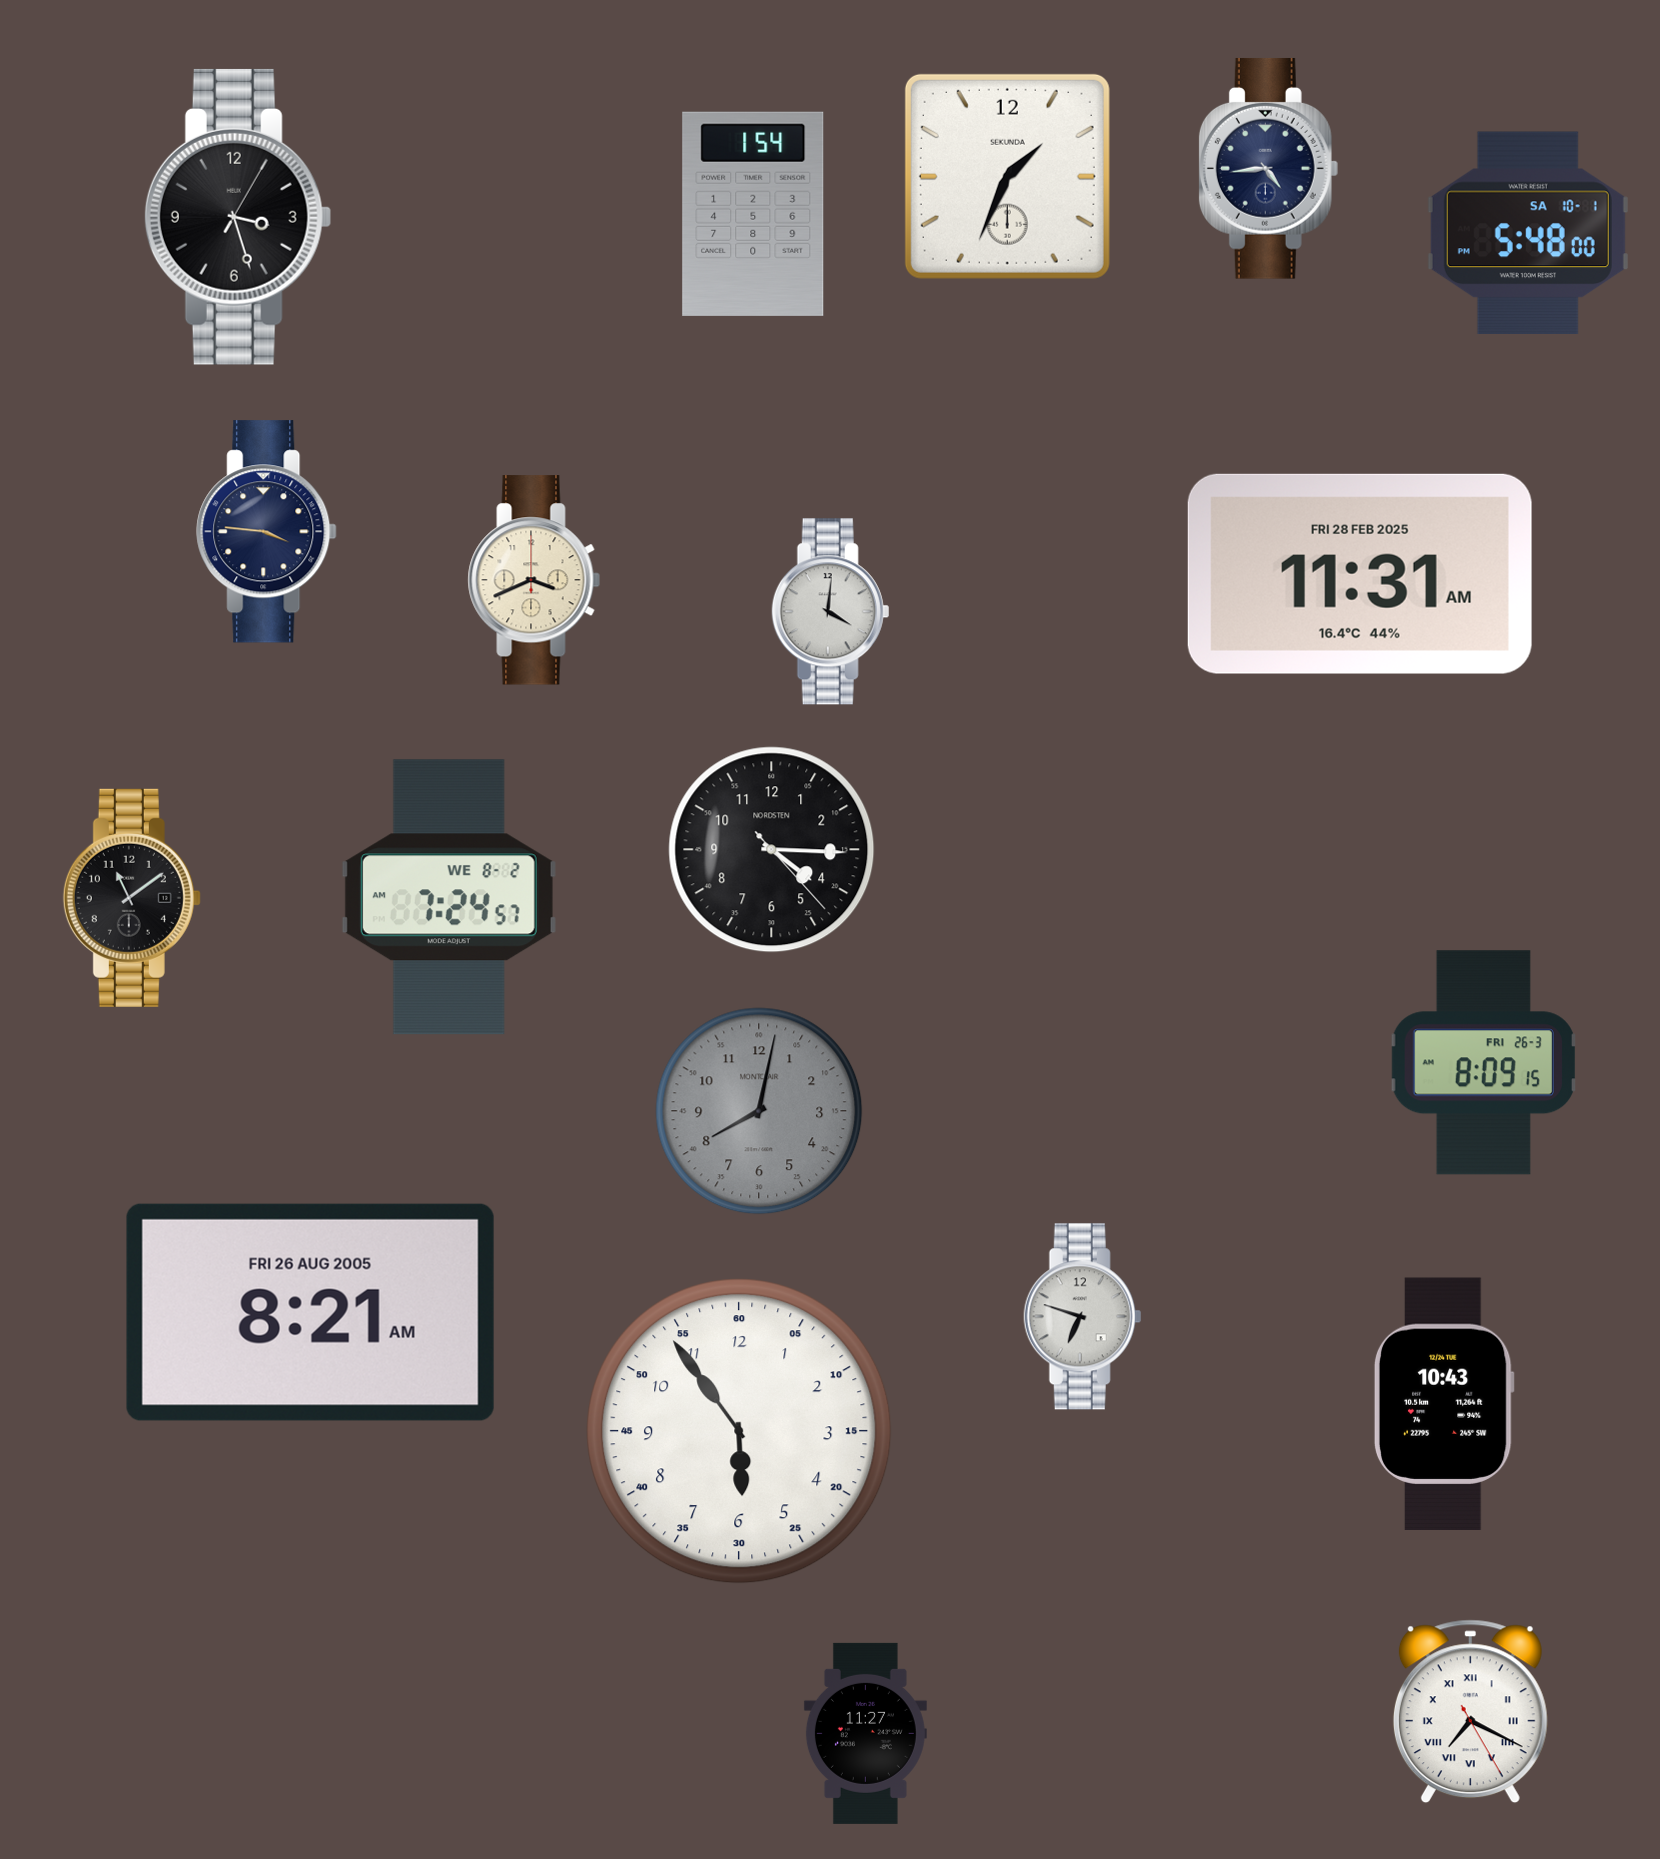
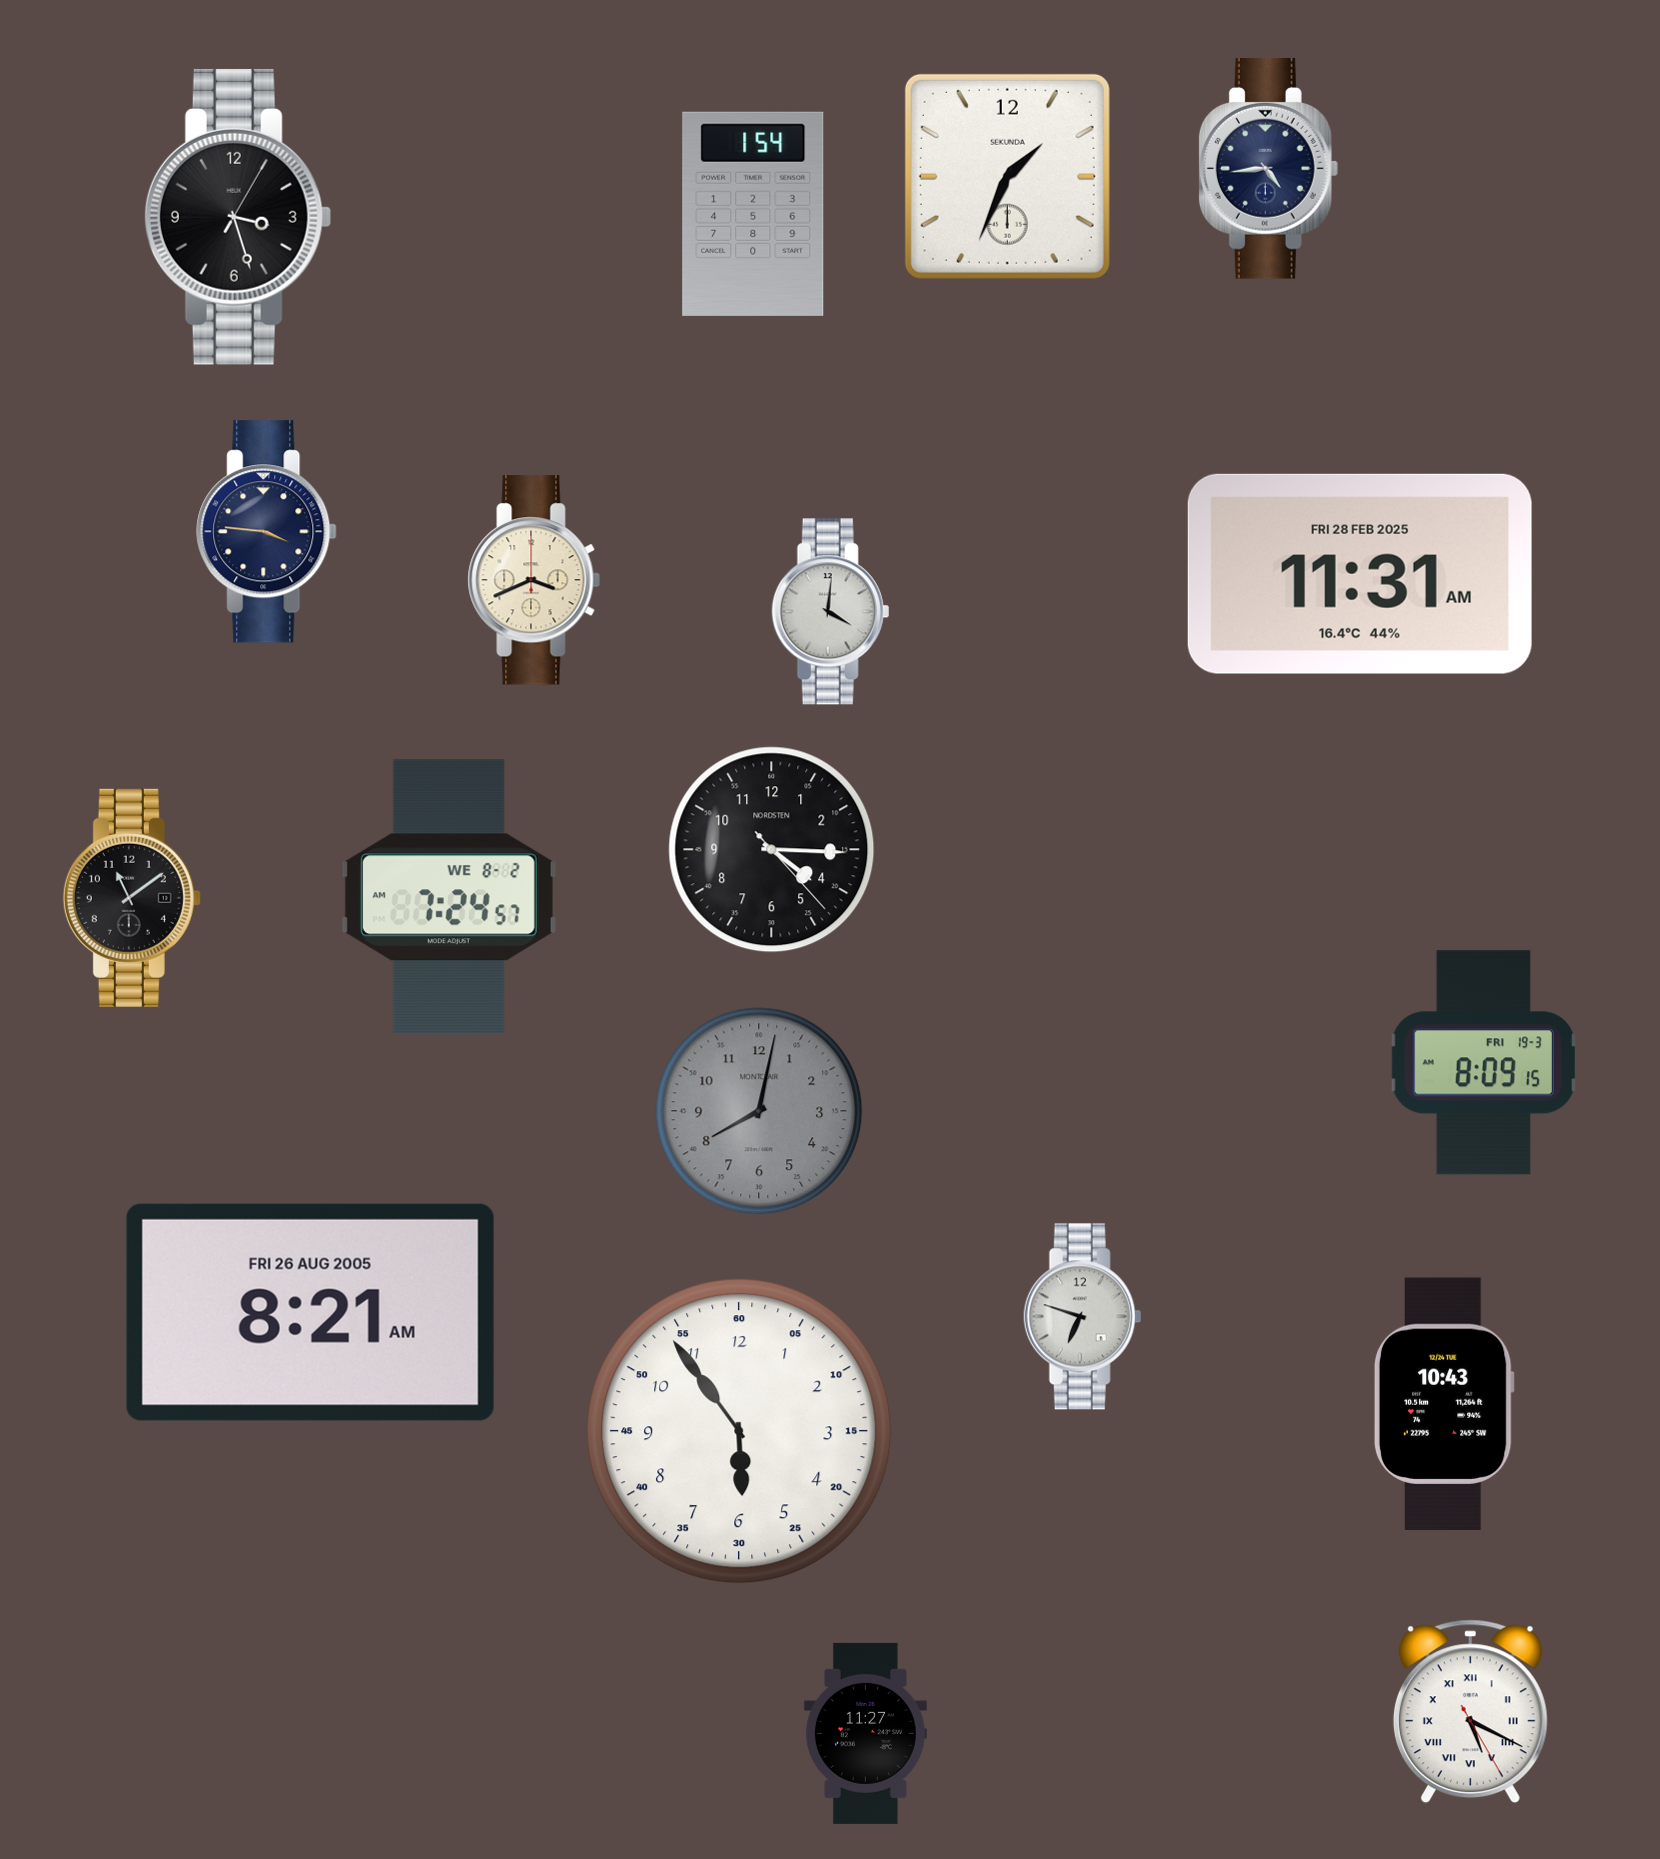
clock at (1528, 232): 5:48 -> none
clock at (1483, 1063) date: FRI 26-3 -> FRI 19-3
clock at (1470, 1712): 7:19 -> 5:19
